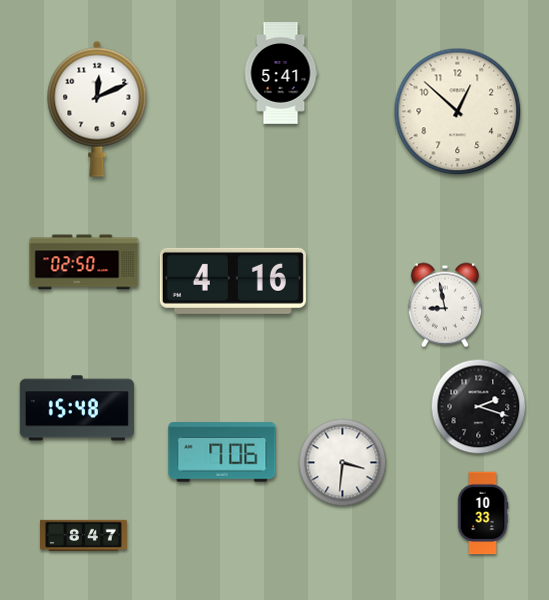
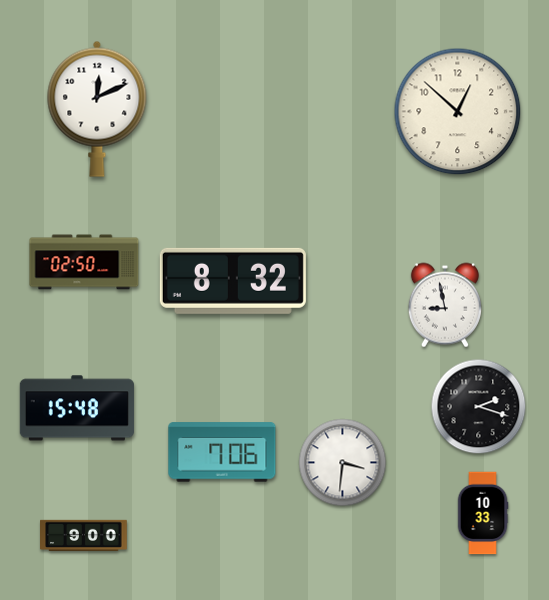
clock at (281, 74): 5:41 -> none
clock at (233, 281): 4:16 -> 8:32
clock at (84, 536): 8:47 -> 9:00
